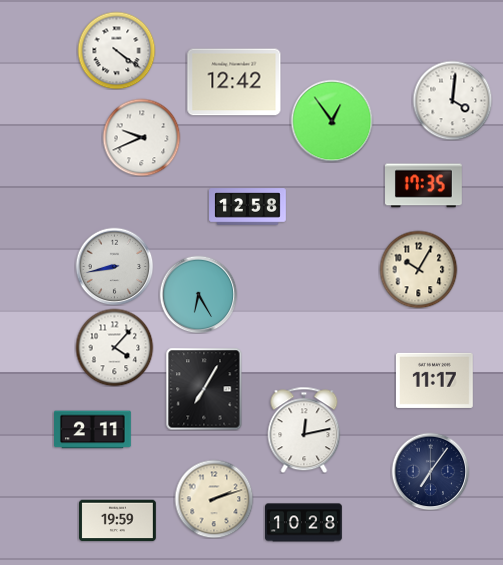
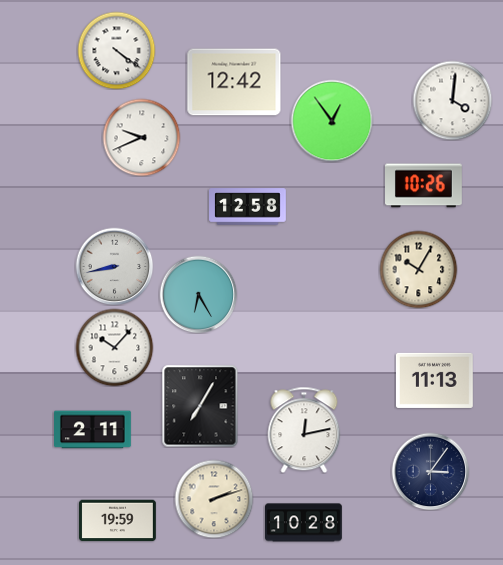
clock at (424, 186): 17:35 -> 10:26
clock at (114, 347): 4:07 -> 10:07
clock at (434, 380): 11:17 -> 11:13
clock at (204, 389) position: (204, 389) -> (200, 406)
clock at (430, 471): 7:06 -> 3:06
